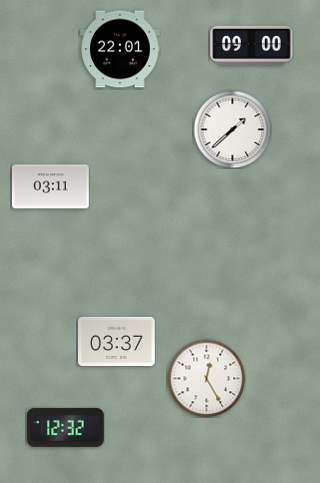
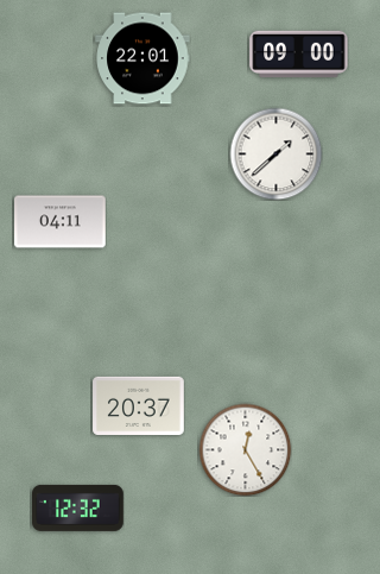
clock at (51, 187): 03:11 -> 04:11
clock at (117, 341): 03:37 -> 20:37
